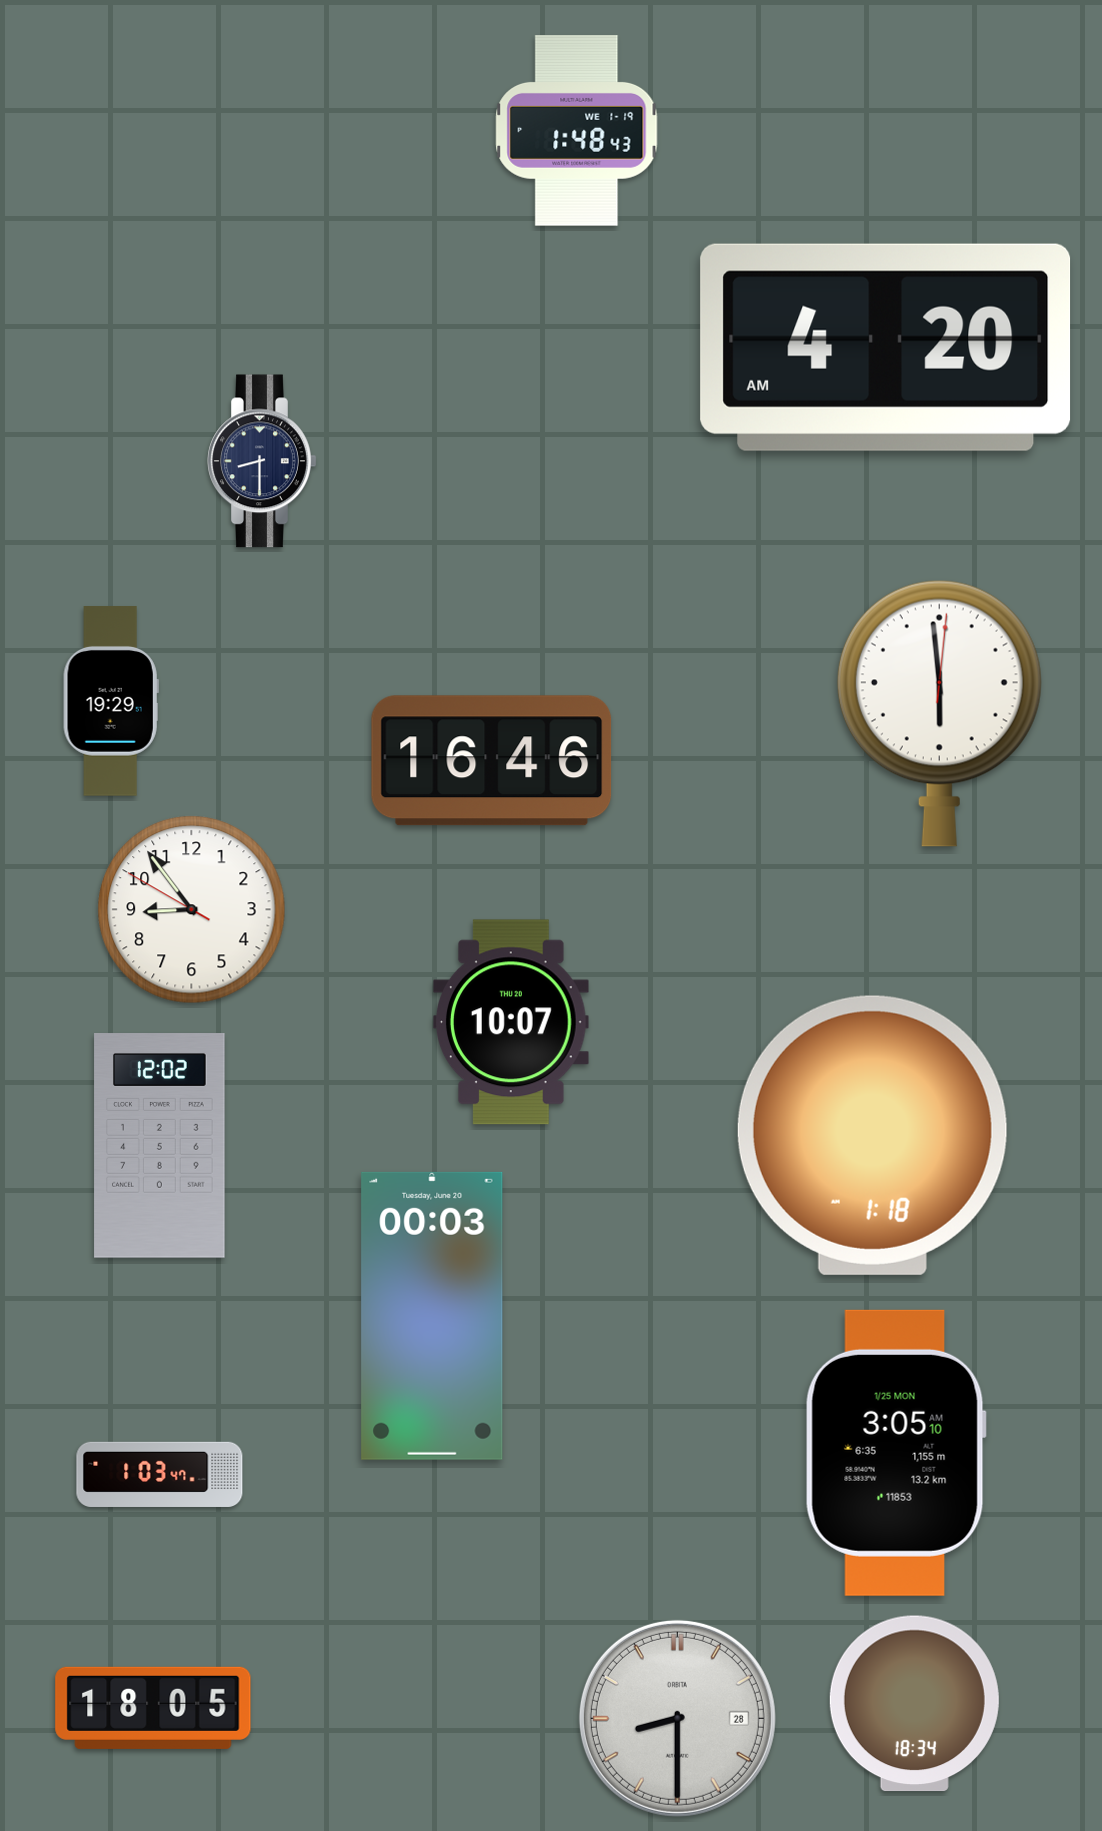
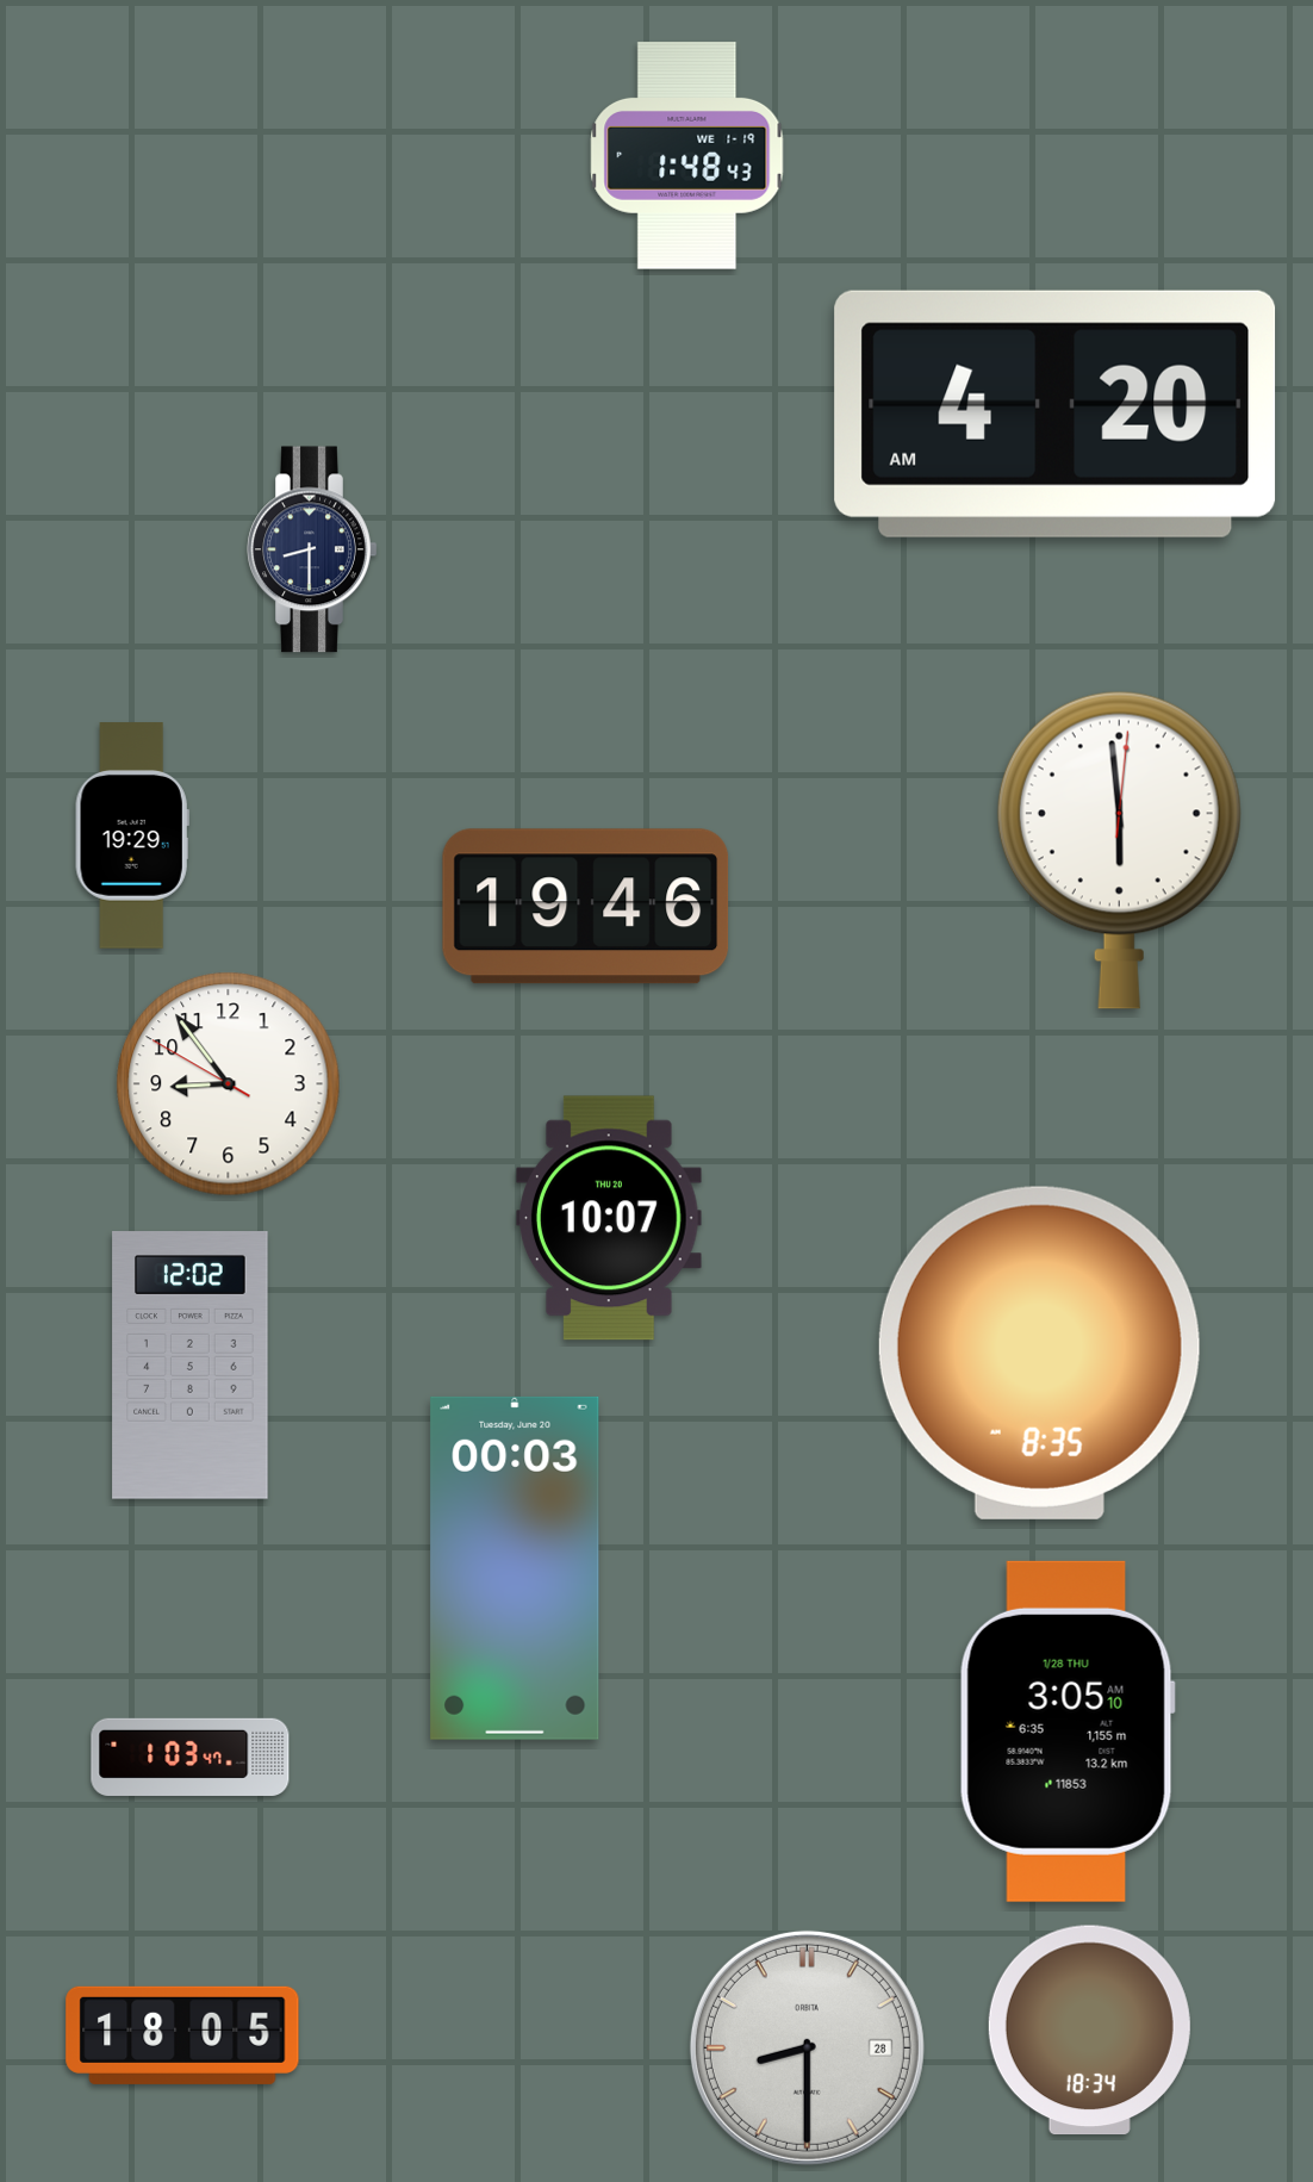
clock at (492, 761): 16:46 -> 19:46
clock at (872, 1135): 1:18 -> 8:35
clock at (896, 1453) date: 1/25 MON -> 1/28 THU
